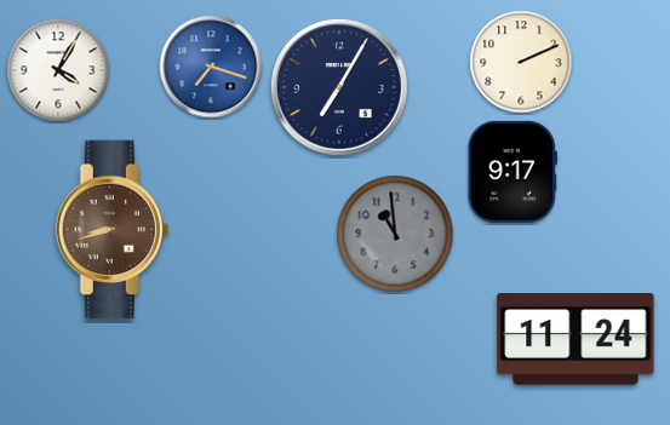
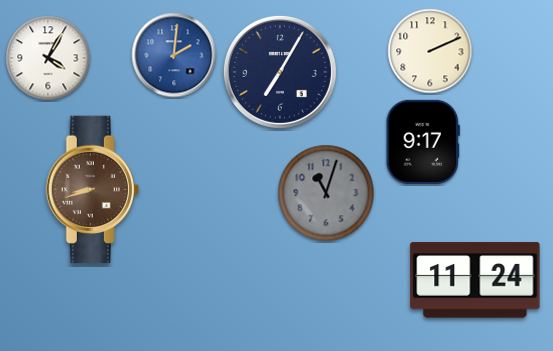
clock at (211, 67): 7:18 -> 2:01
clock at (395, 234): 10:59 -> 11:03
